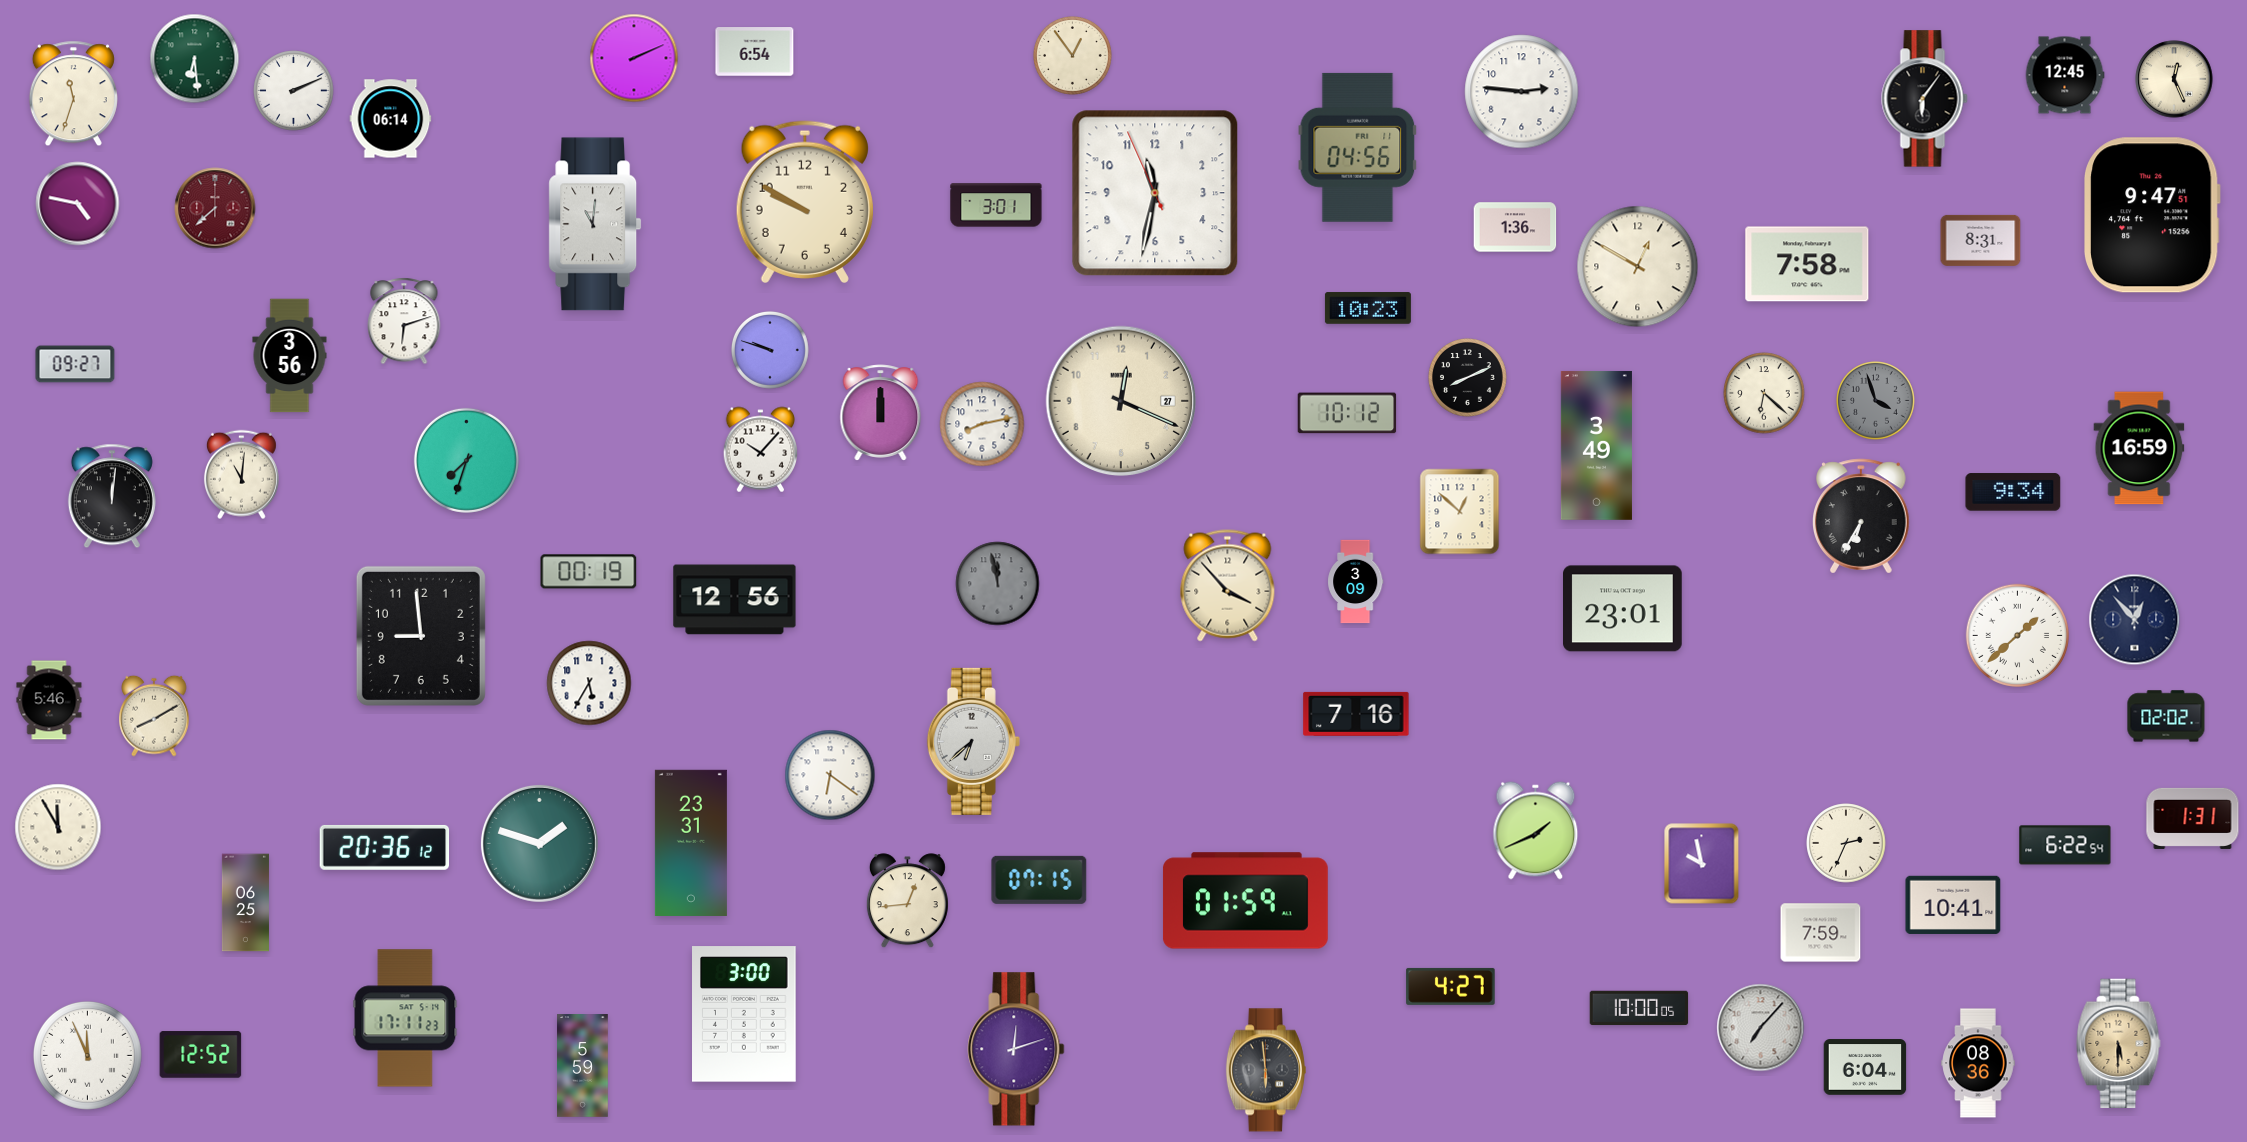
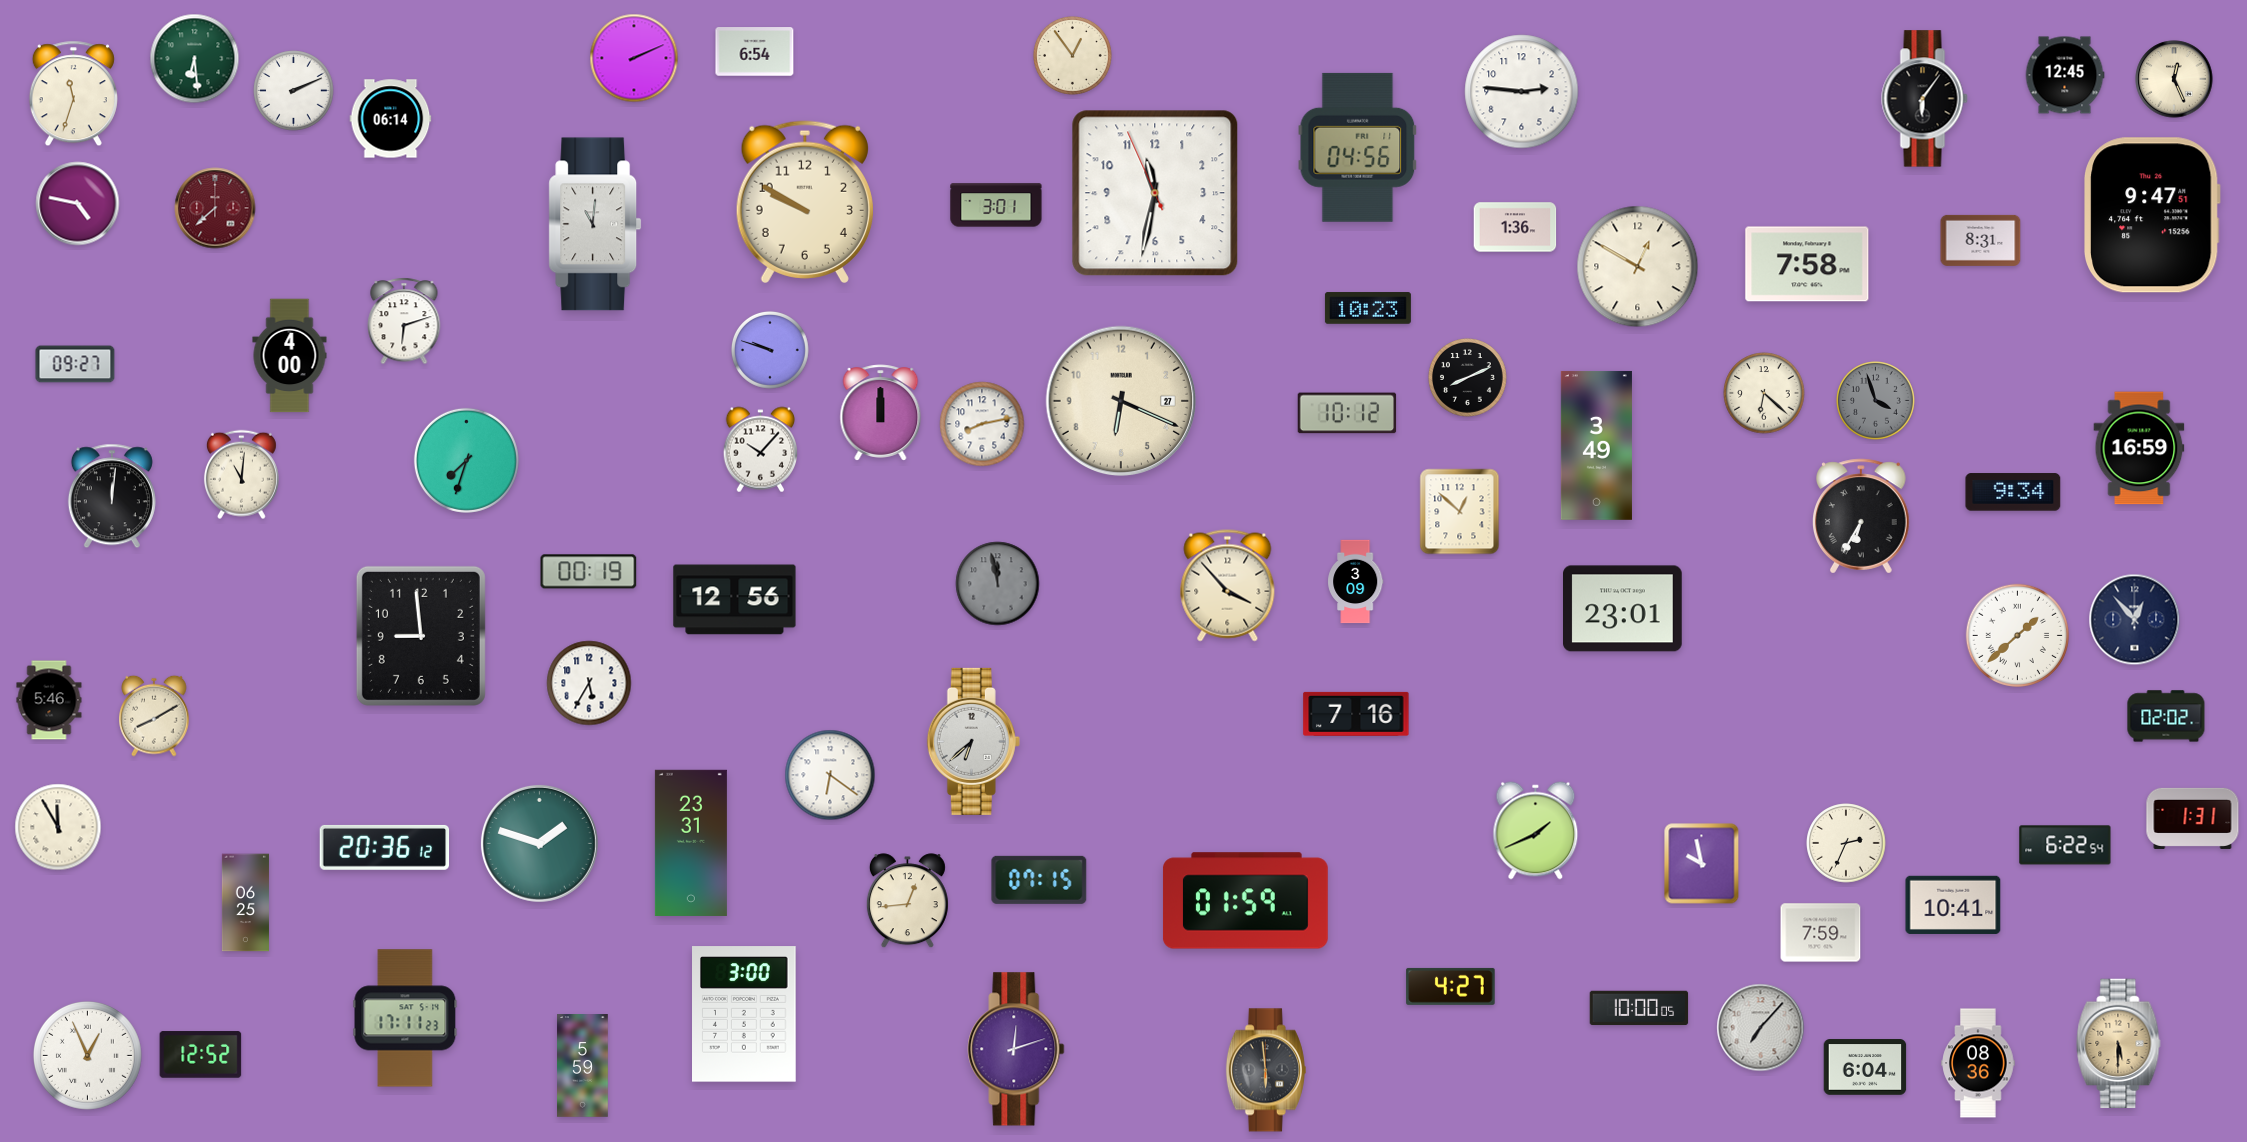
clock at (290, 356): 3:56 -> 4:00
clock at (1121, 401): 12:19 -> 6:19
clock at (87, 1055): 11:56 -> 12:56
